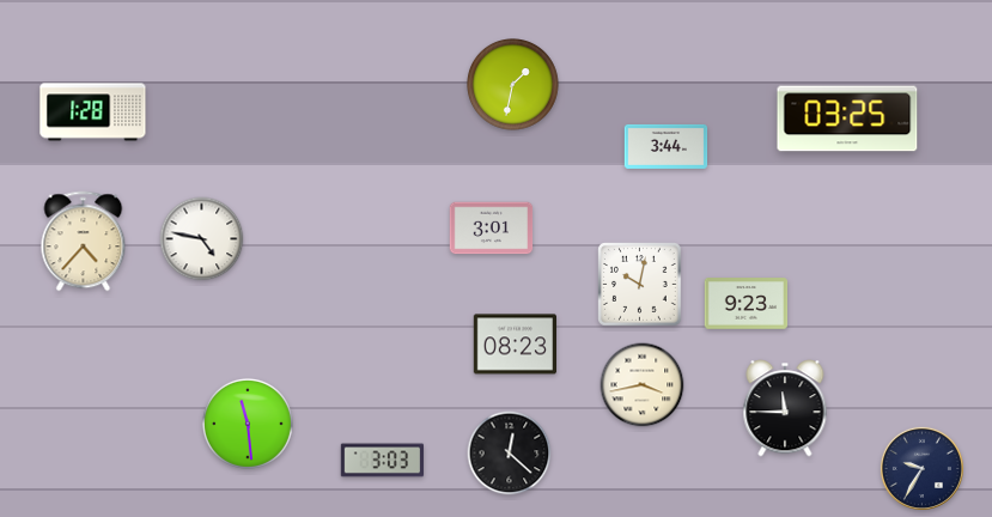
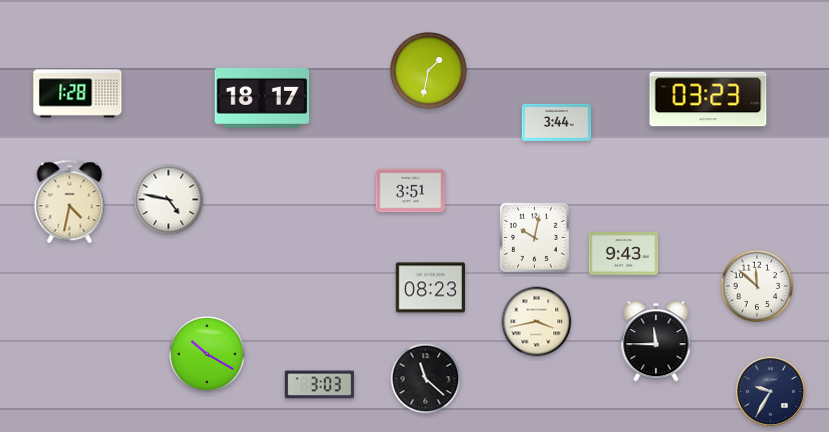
clock at (262, 98): none -> 18:17
clock at (847, 118): 03:25 -> 03:23
clock at (492, 229): 3:01 -> 3:51
clock at (84, 242): 4:37 -> 4:32
clock at (747, 304): 9:23 -> 9:43
clock at (757, 286): none -> 11:52
clock at (248, 424): 11:29 -> 10:20
clock at (510, 454): 12:22 -> 11:22
